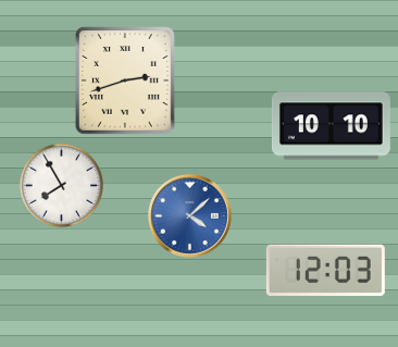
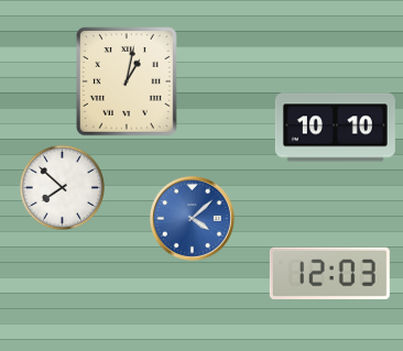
clock at (126, 82): 2:42 -> 1:02
clock at (61, 185): 7:55 -> 7:52
